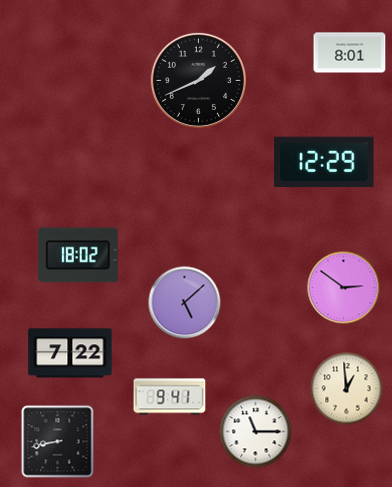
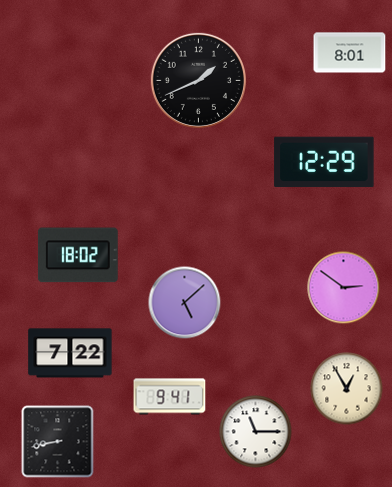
clock at (347, 389): 12:59 -> 12:55
